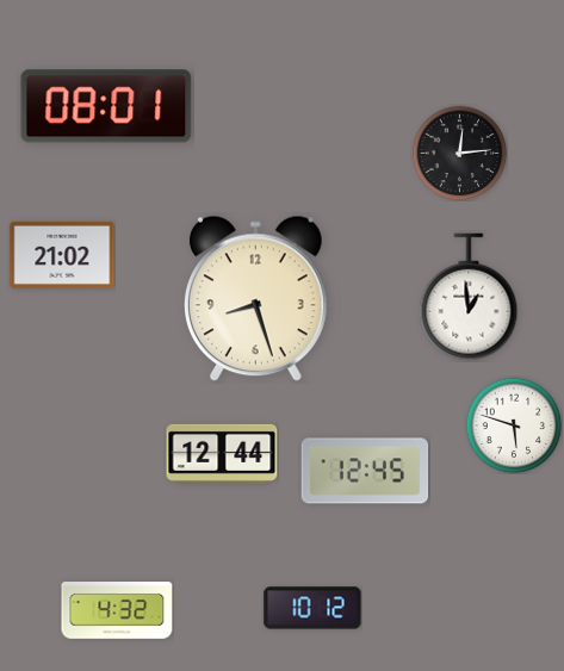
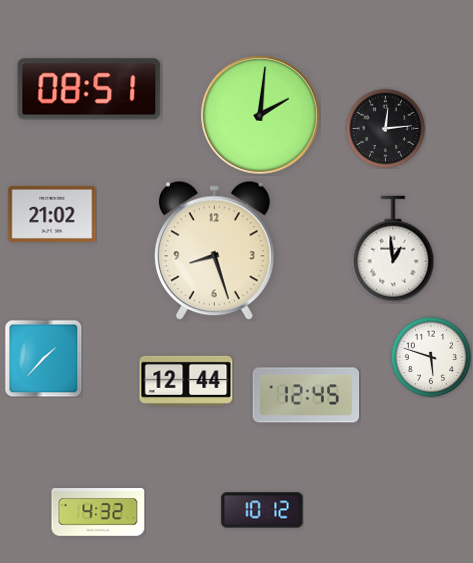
clock at (106, 106): 08:01 -> 08:51
clock at (260, 115): none -> 2:01
clock at (43, 358): none -> 1:37
